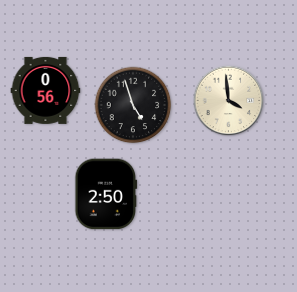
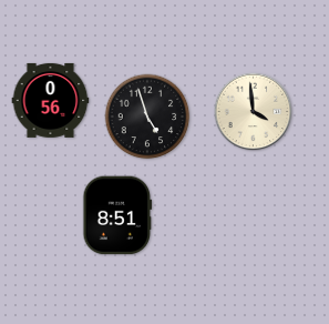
clock at (106, 194): 2:50 -> 8:51
